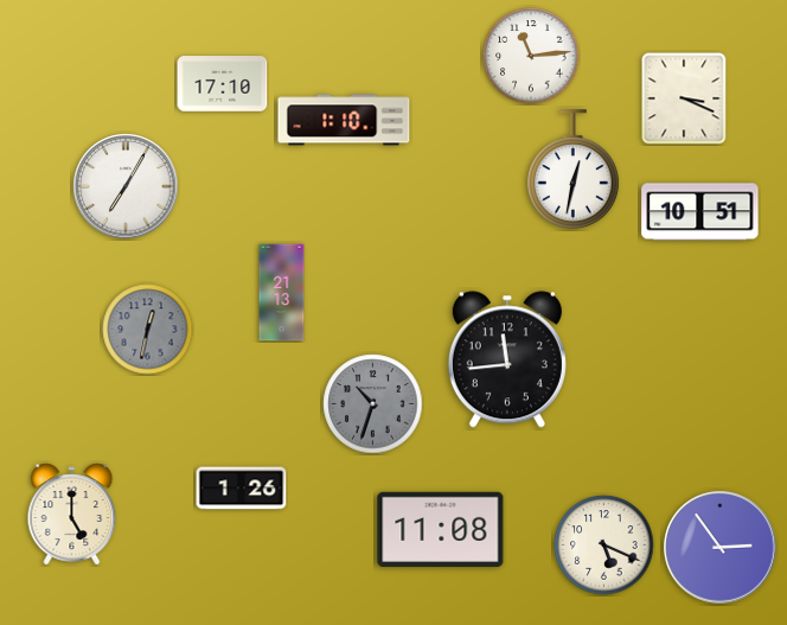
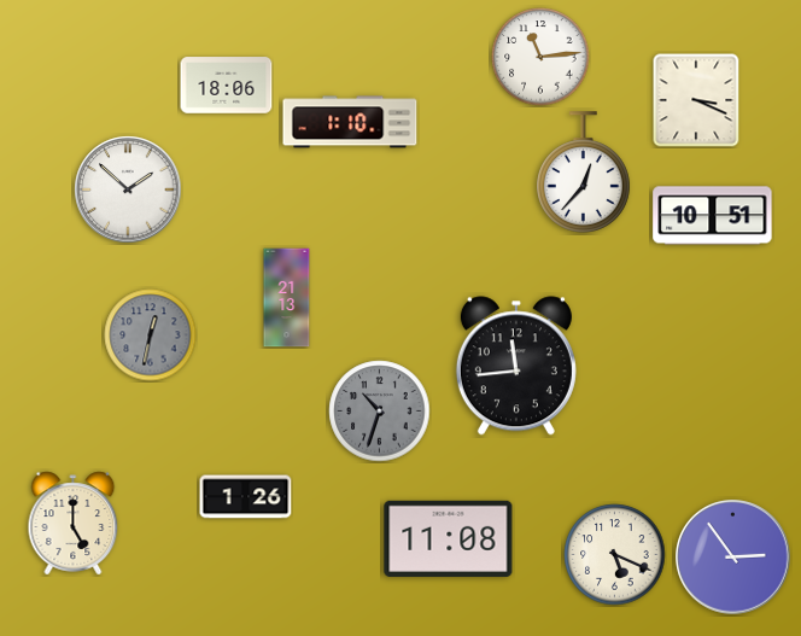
clock at (223, 84): 17:10 -> 18:06
clock at (574, 170): 12:32 -> 12:37
clock at (126, 186): 7:05 -> 1:52
